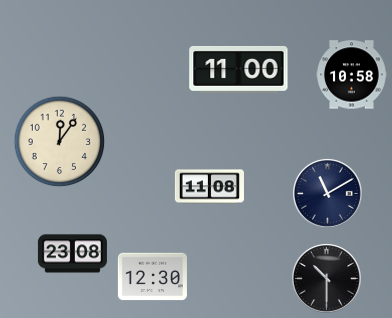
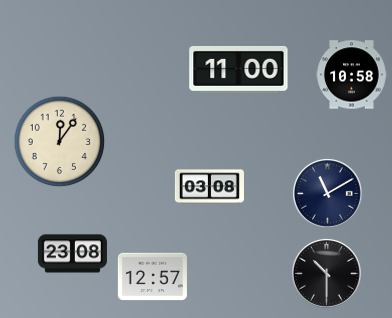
clock at (209, 187): 11:08 -> 03:08
clock at (152, 277): 12:30 -> 12:57
clock at (326, 278) position: (326, 278) -> (326, 273)
